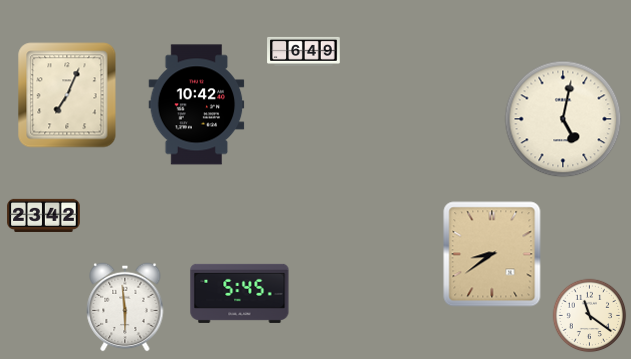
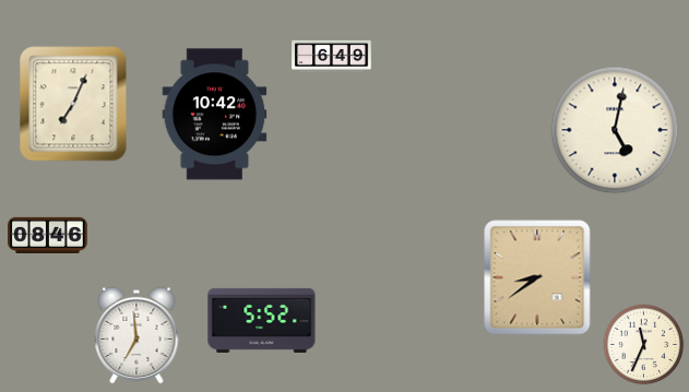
clock at (44, 215): 23:42 -> 08:46
clock at (240, 293): 5:45 -> 5:52
clock at (125, 307): 5:59 -> 6:59
clock at (590, 316): 11:21 -> 11:34
